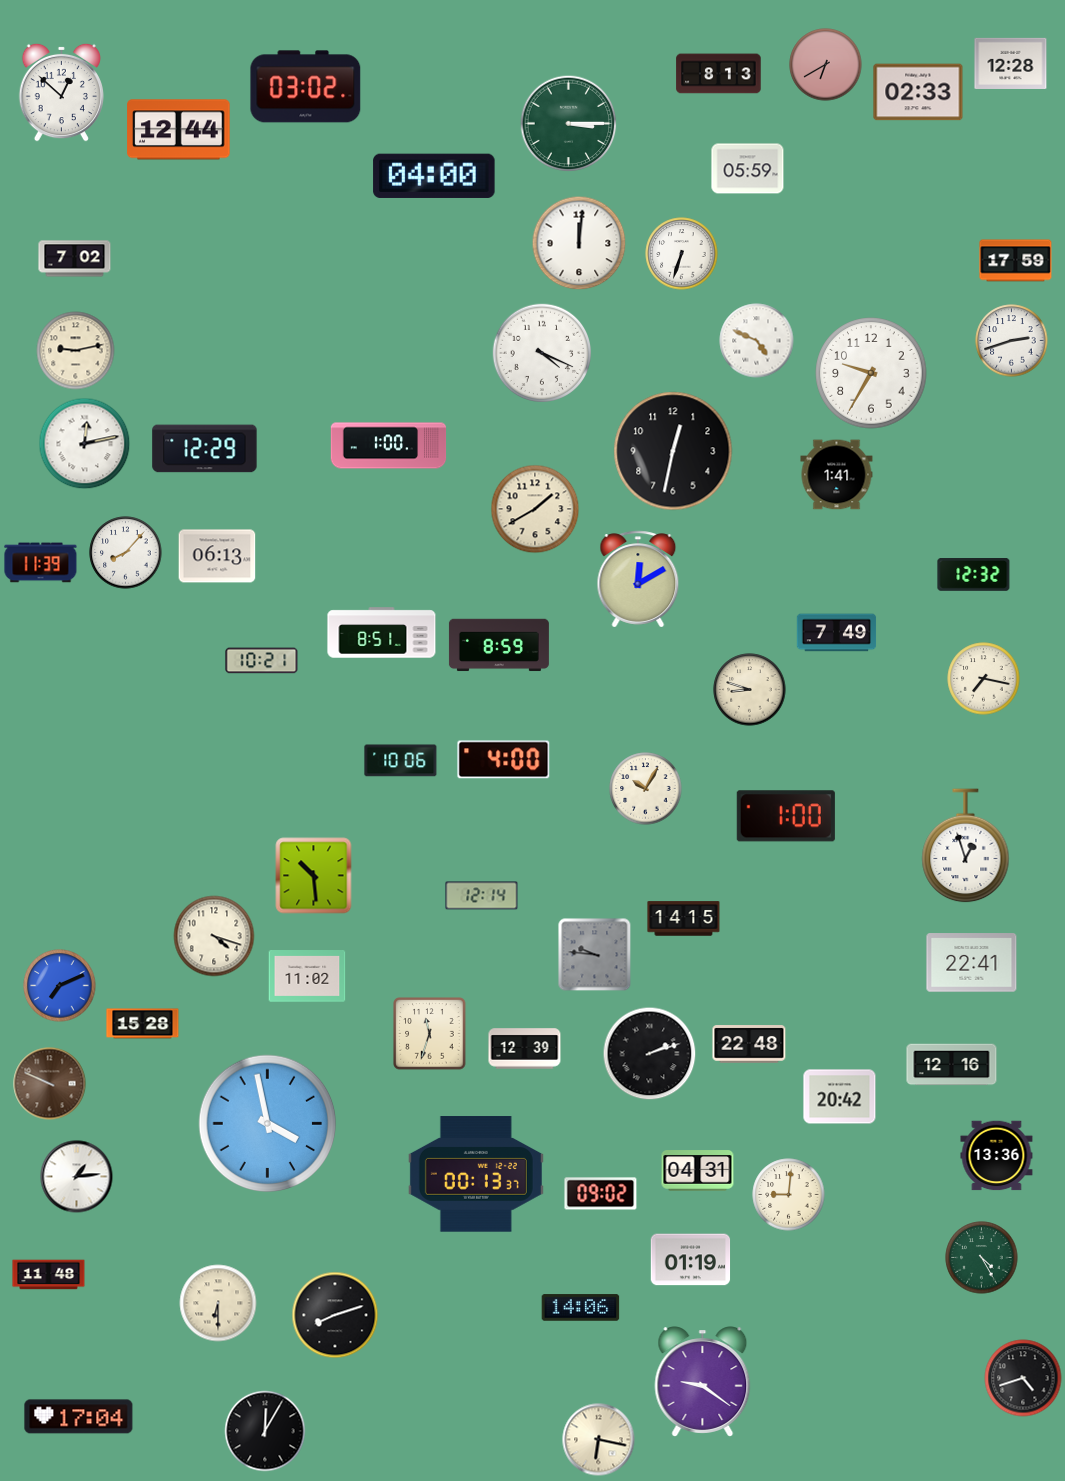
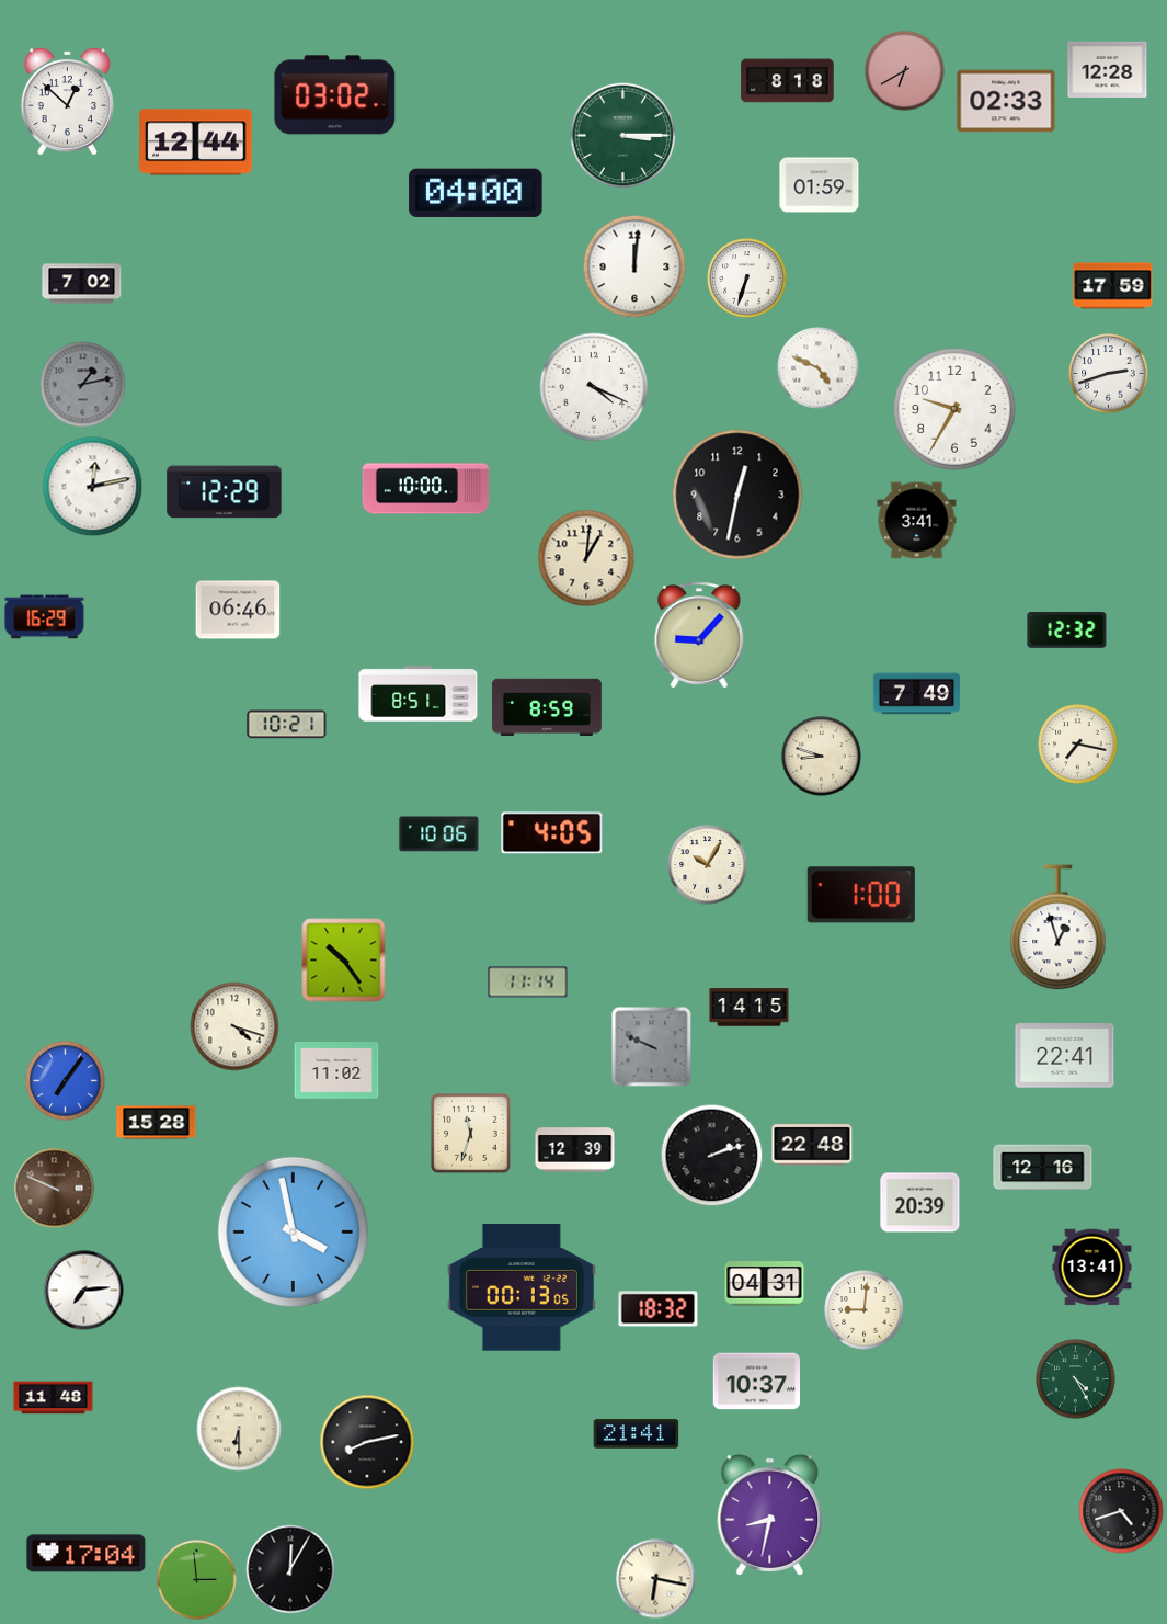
clock at (719, 74): 8:13 -> 8:18
clock at (748, 169): 05:59 -> 01:59
clock at (757, 341) position: (757, 341) -> (819, 368)
clock at (76, 351): 9:13 -> 1:13
clock at (76, 351) dial: cream -> grey
clock at (389, 446): 1:00 -> 10:00
clock at (837, 475): 1:41 -> 3:41
clock at (535, 509): 1:40 -> 1:01
clock at (126, 553): 8:07 -> none
clock at (217, 556): 06:13 -> 06:46
clock at (41, 563): 11:39 -> 16:29
clock at (638, 579): 12:10 -> 9:07
clock at (504, 760): 4:00 -> 4:05
clock at (314, 876): 10:29 -> 10:24
clock at (482, 896): 12:14 -> 11:14
clock at (595, 955): 9:46 -> 9:49
clock at (60, 986): 7:11 -> 7:06
clock at (749, 1044) position: (749, 1044) -> (812, 1145)
clock at (840, 1097): 20:42 -> 20:39
clock at (997, 1156): 13:36 -> 13:41
clock at (476, 1174): 00:13:37 -> 00:13:05
clock at (77, 1177): 1:14 -> 7:14
clock at (601, 1194): 09:02 -> 18:32
clock at (691, 1260): 01:19 -> 10:37
clock at (581, 1308): 14:06 -> 21:41
clock at (335, 1315): 8:12 -> 8:13
clock at (703, 1382): 9:21 -> 8:32
clock at (197, 1580): none -> 2:59
